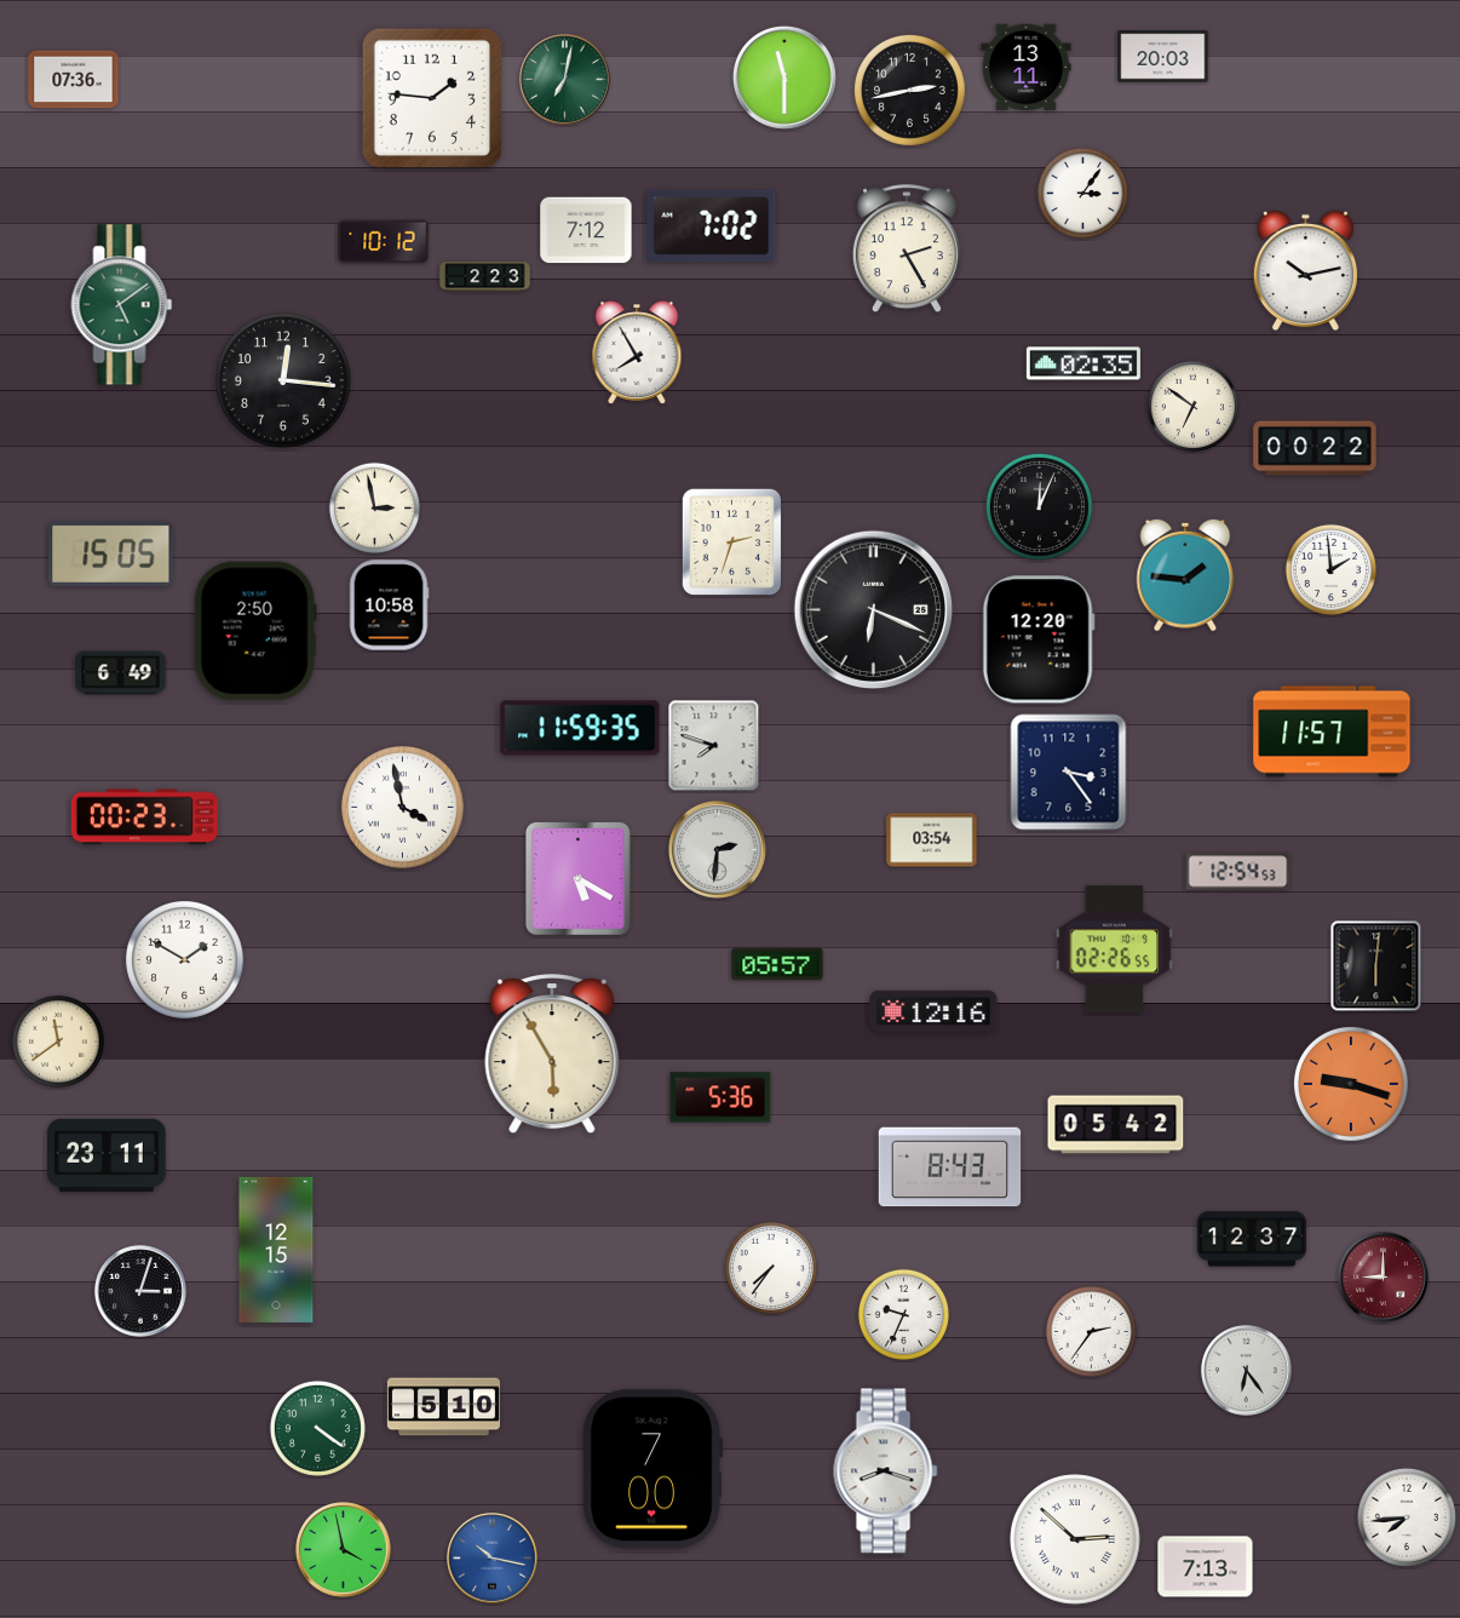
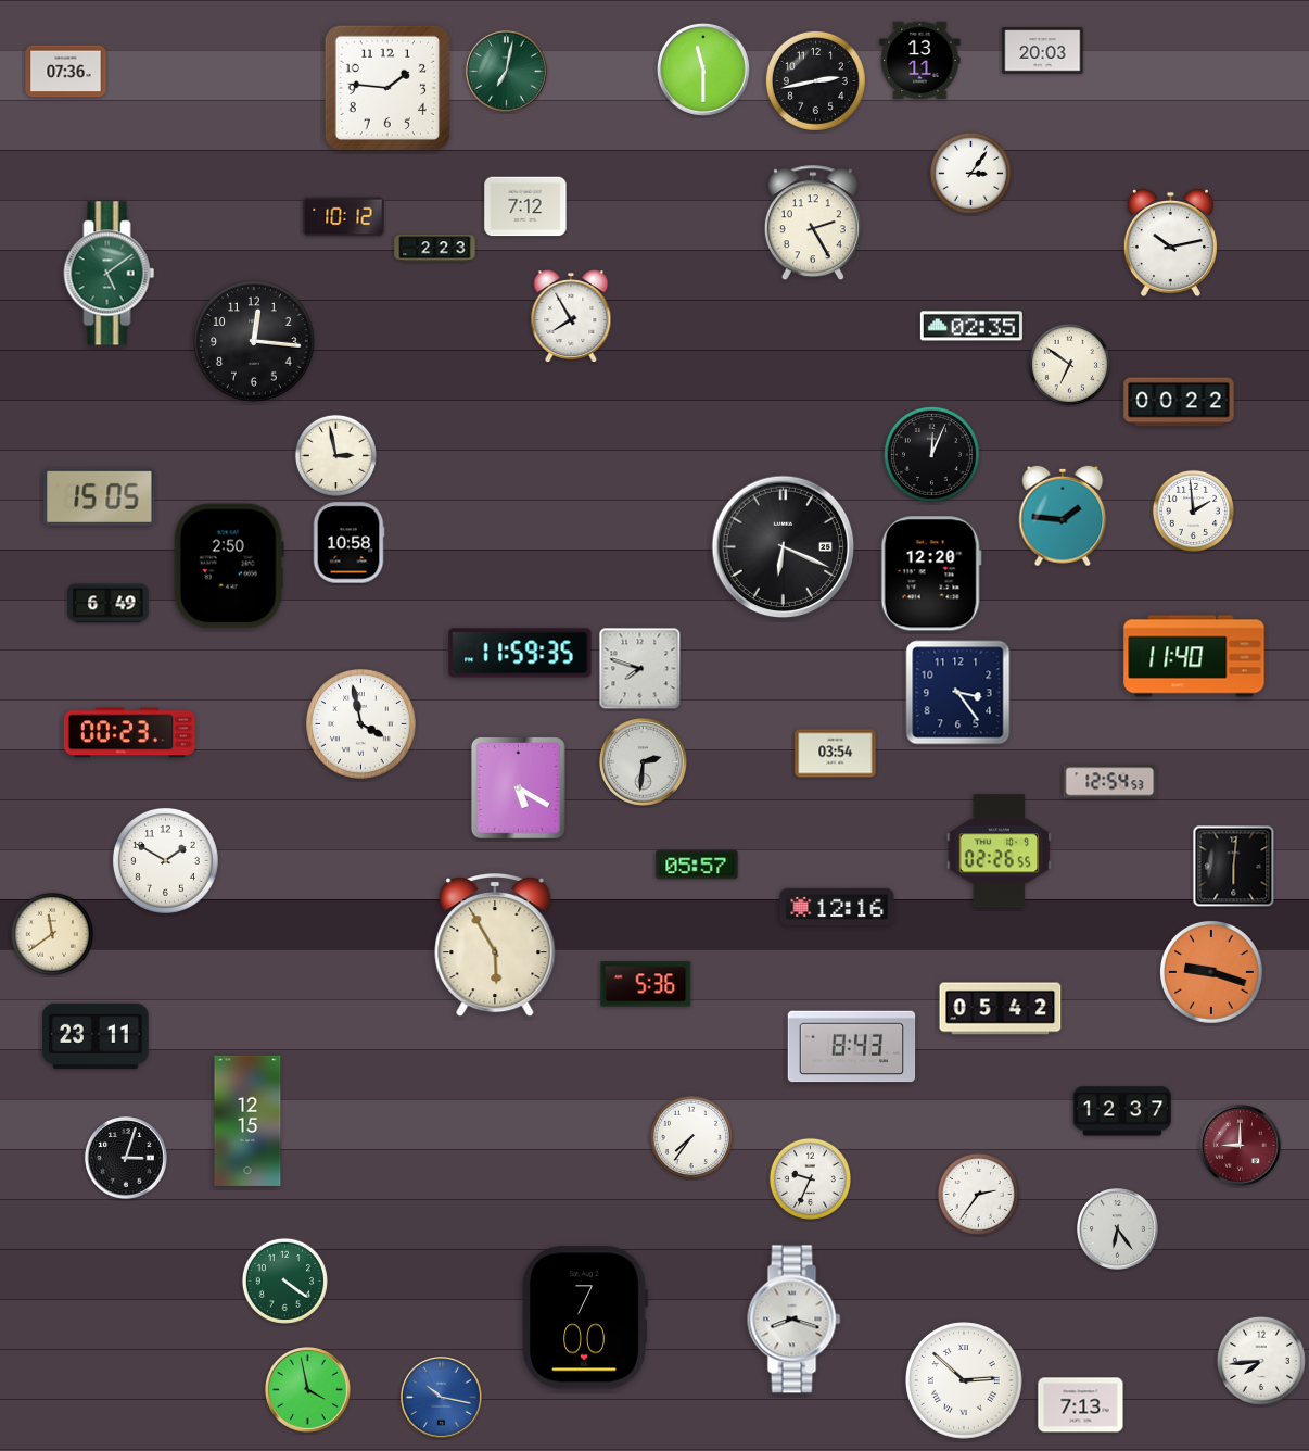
clock at (712, 225): 7:02 -> none
clock at (731, 541): 2:33 -> none
clock at (1332, 731): 11:57 -> 11:40
clock at (443, 1407): 5:10 -> none
